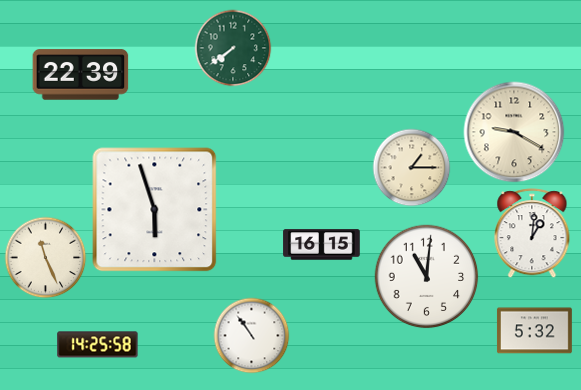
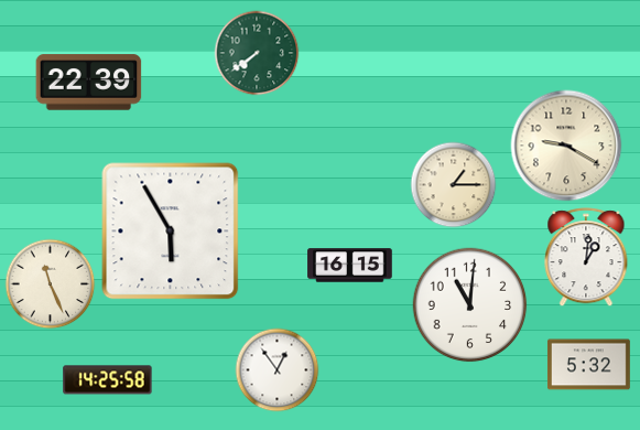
clock at (155, 210): 5:57 -> 5:55
clock at (322, 245) position: (322, 245) -> (350, 266)
clock at (252, 336): 10:54 -> 12:54
